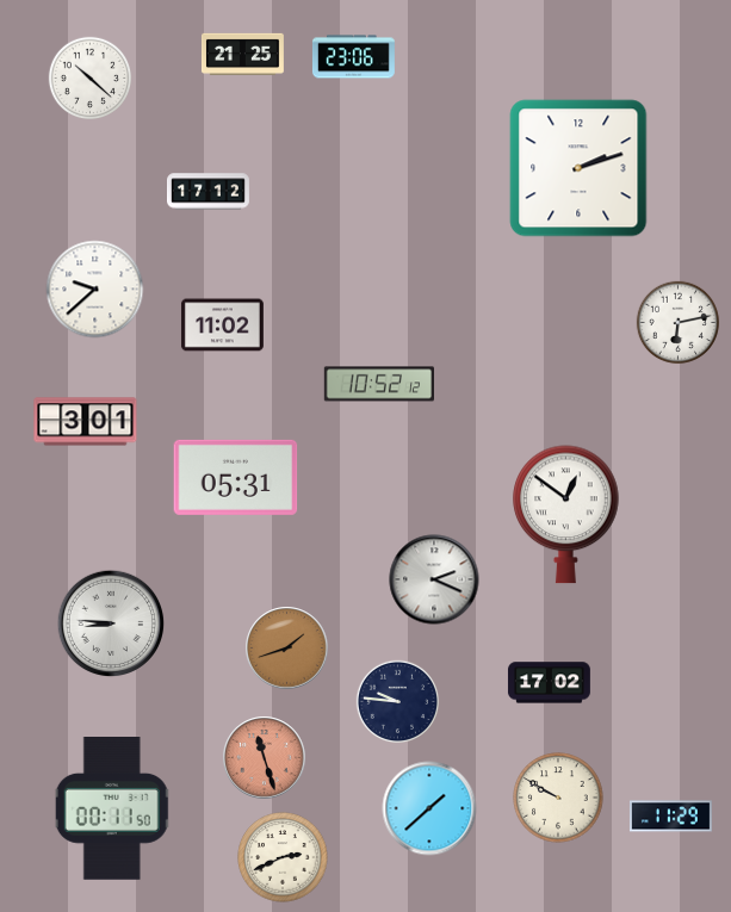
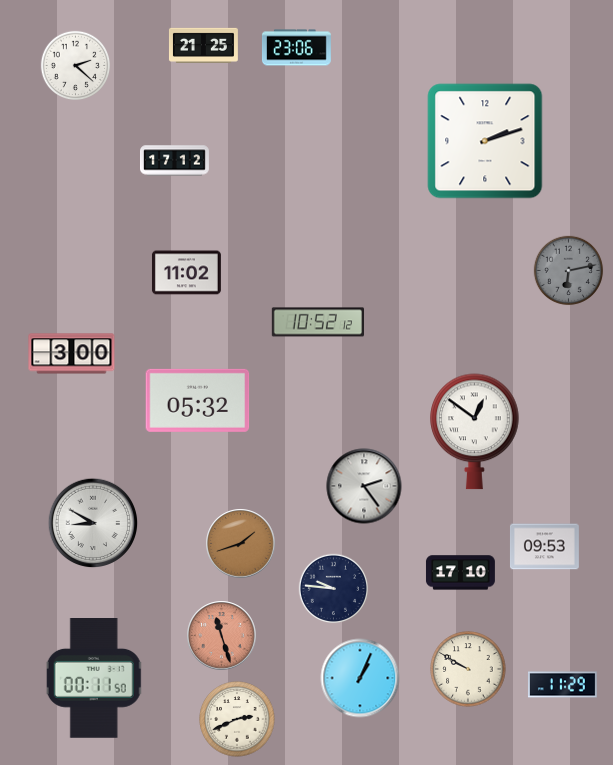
clock at (91, 79): 10:22 -> 2:22
clock at (95, 290): 9:38 -> none
clock at (679, 323) dial: white -> grey
clock at (86, 422): 3:01 -> 3:00
clock at (236, 477): 05:31 -> 05:32
clock at (434, 579): 2:19 -> 2:24
clock at (111, 623): 8:46 -> 8:50
clock at (544, 547): none -> 09:53
clock at (549, 683): 17:02 -> 17:10
clock at (429, 808): 1:38 -> 1:04
